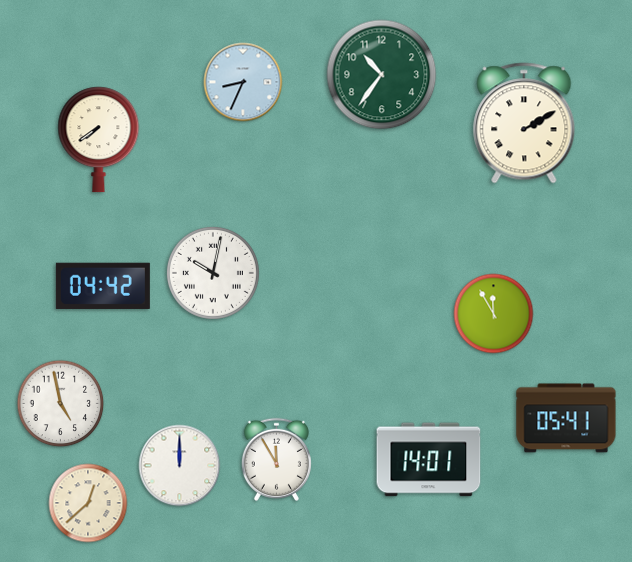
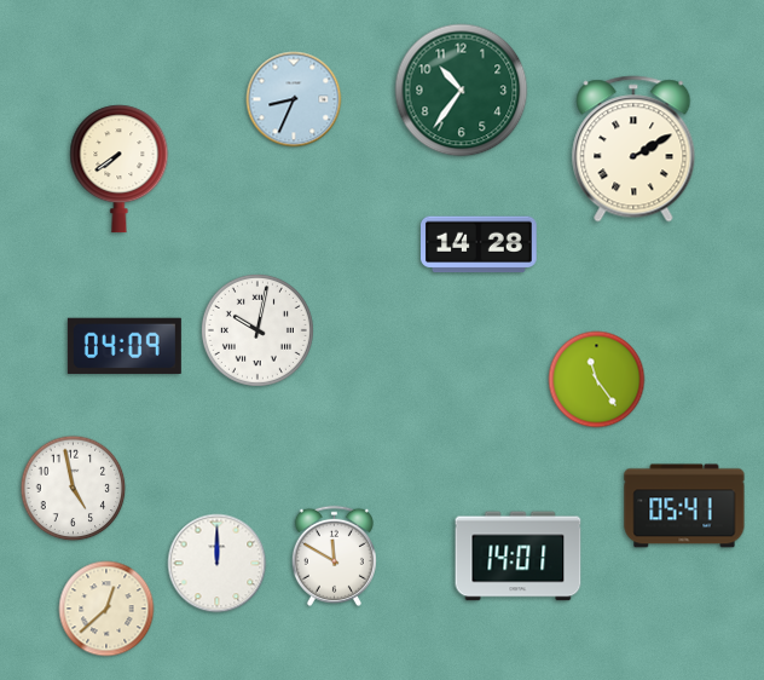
clock at (480, 244): none -> 14:28
clock at (103, 285): 04:42 -> 04:09
clock at (494, 314): 11:55 -> 11:24
clock at (276, 459): 11:55 -> 11:50
